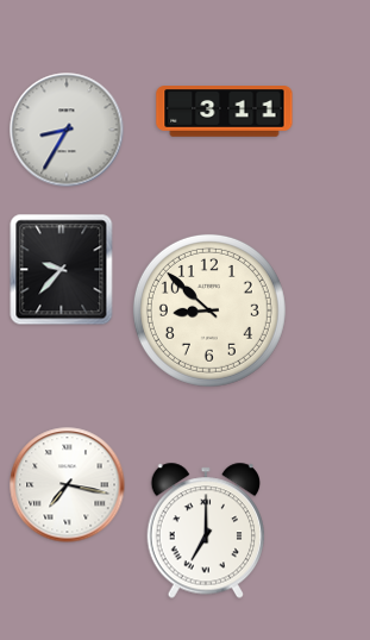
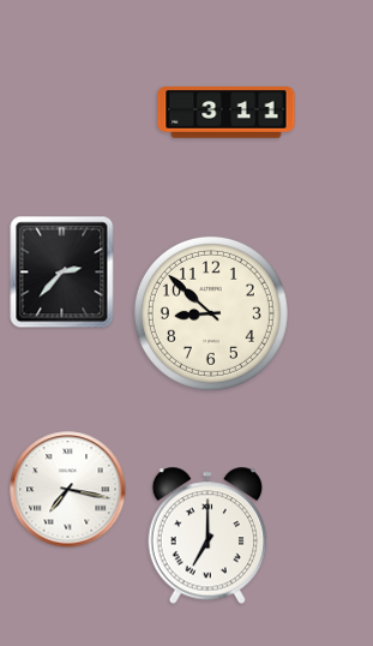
clock at (67, 130): 8:35 -> none
clock at (62, 270): 9:37 -> 2:37
